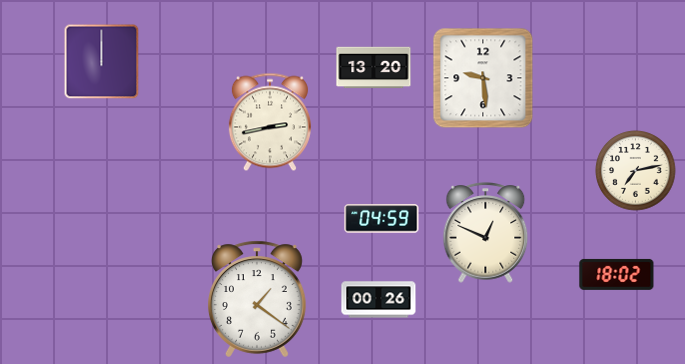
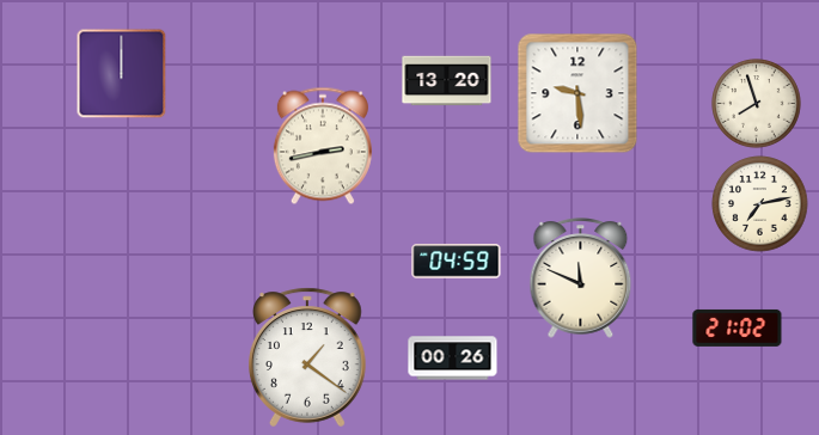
clock at (757, 104): none -> 7:57
clock at (486, 233): 12:49 -> 11:49
clock at (617, 274): 18:02 -> 21:02
